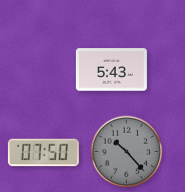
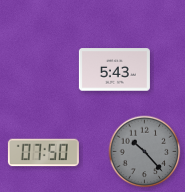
clock at (111, 70) position: (111, 70) -> (114, 70)
clock at (127, 152) position: (127, 152) -> (145, 152)
